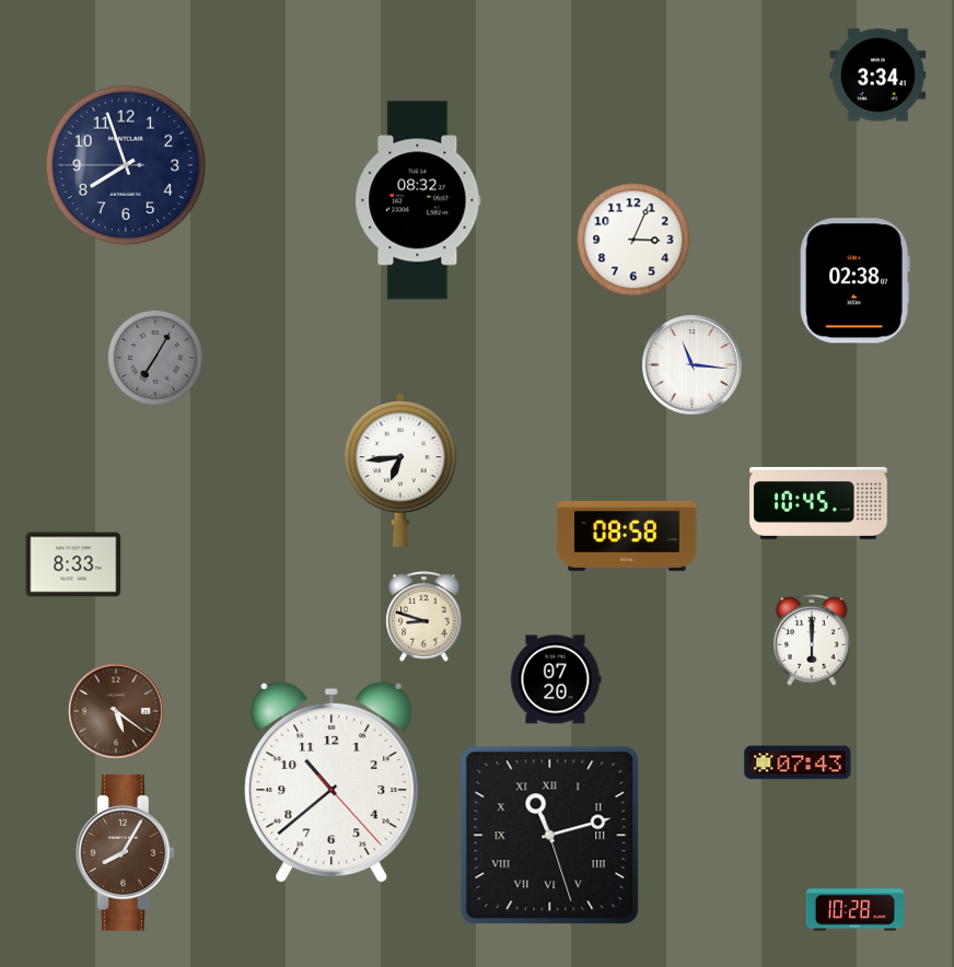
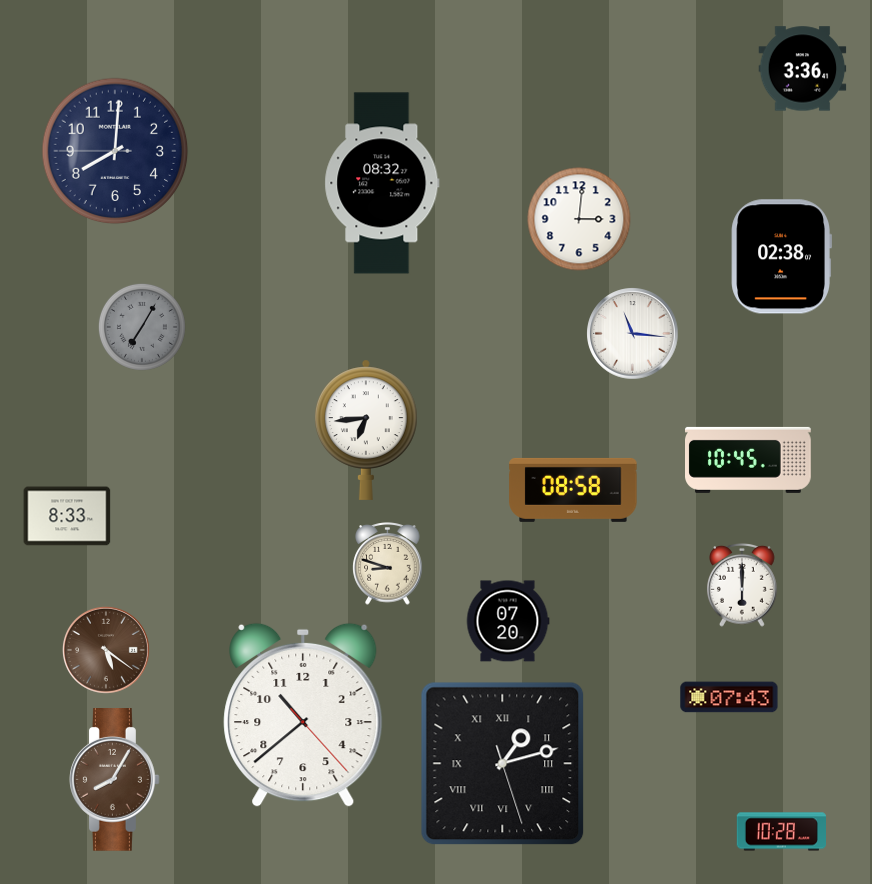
clock at (879, 75): 3:34 -> 3:36
clock at (126, 165): 7:56 -> 8:00
clock at (633, 240): 3:04 -> 3:01
clock at (550, 836): 11:12 -> 1:12
